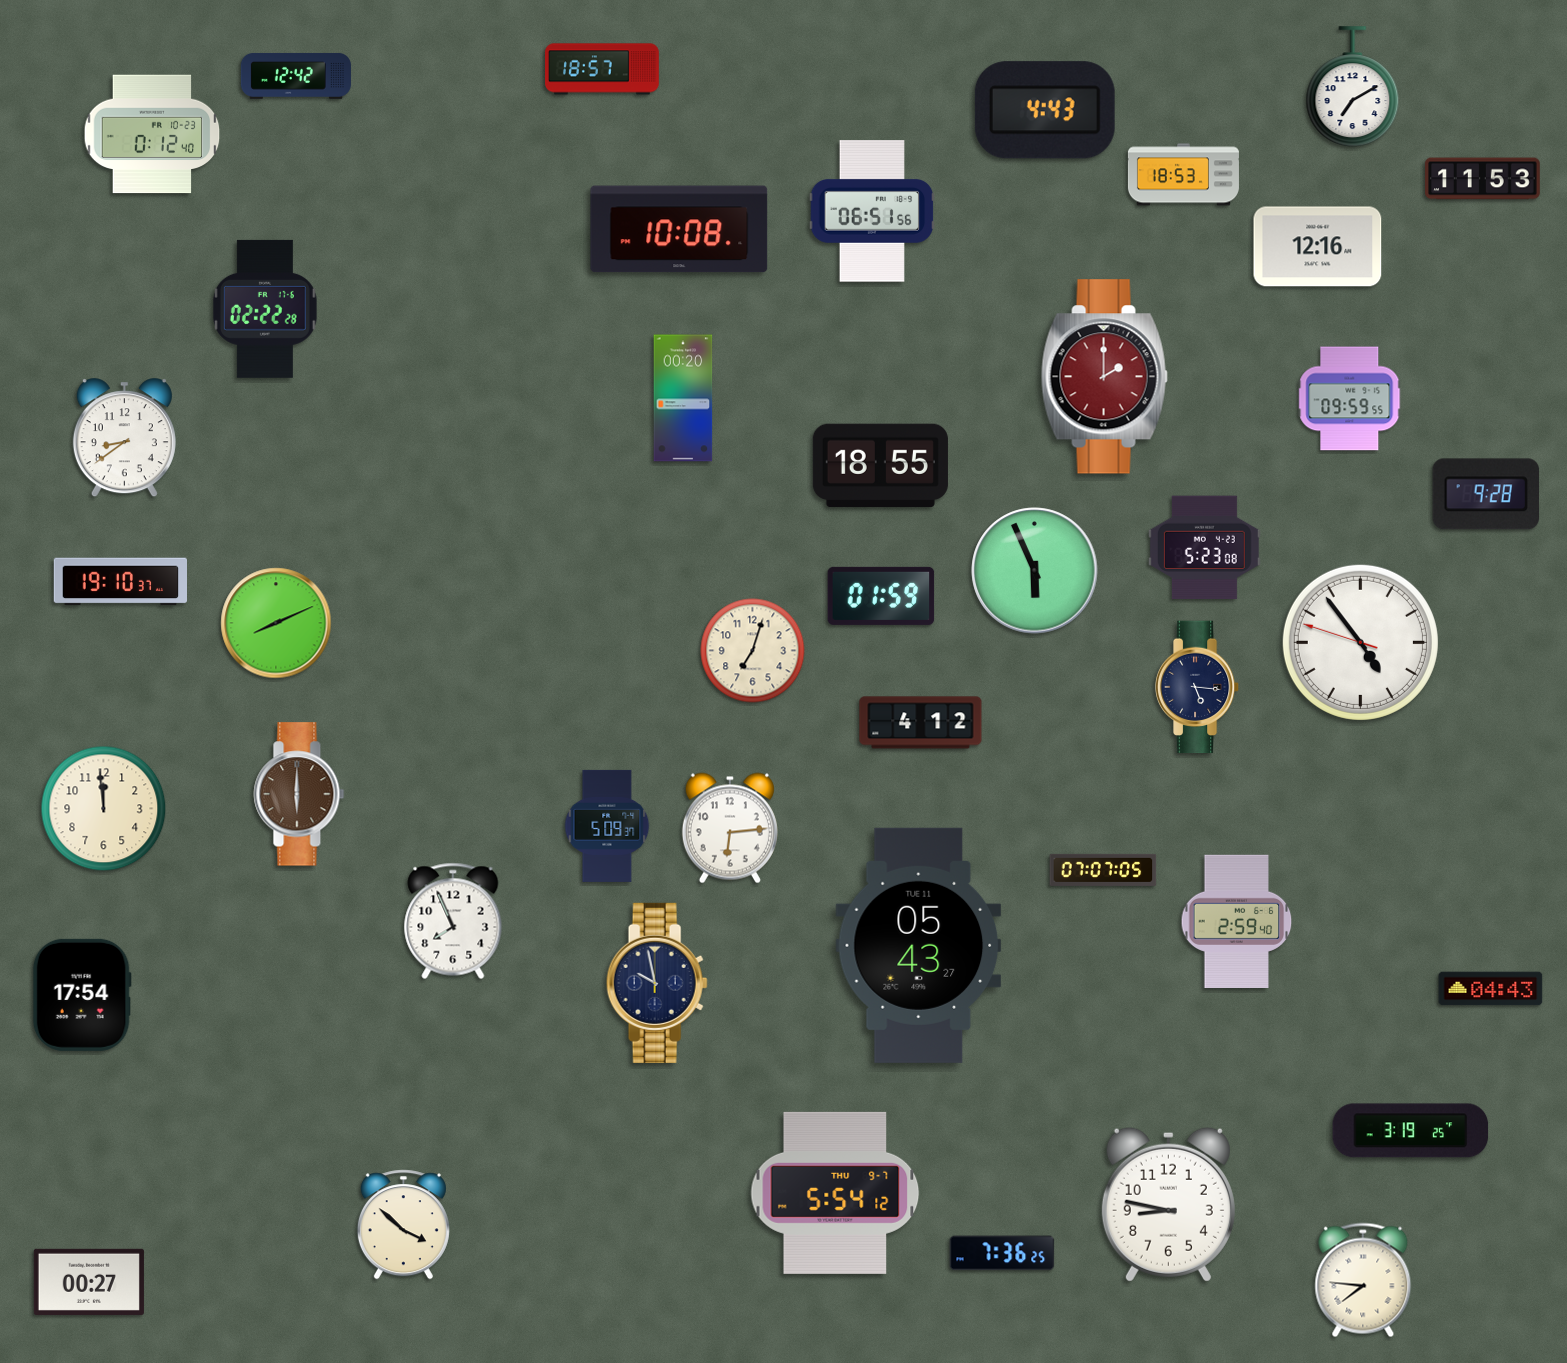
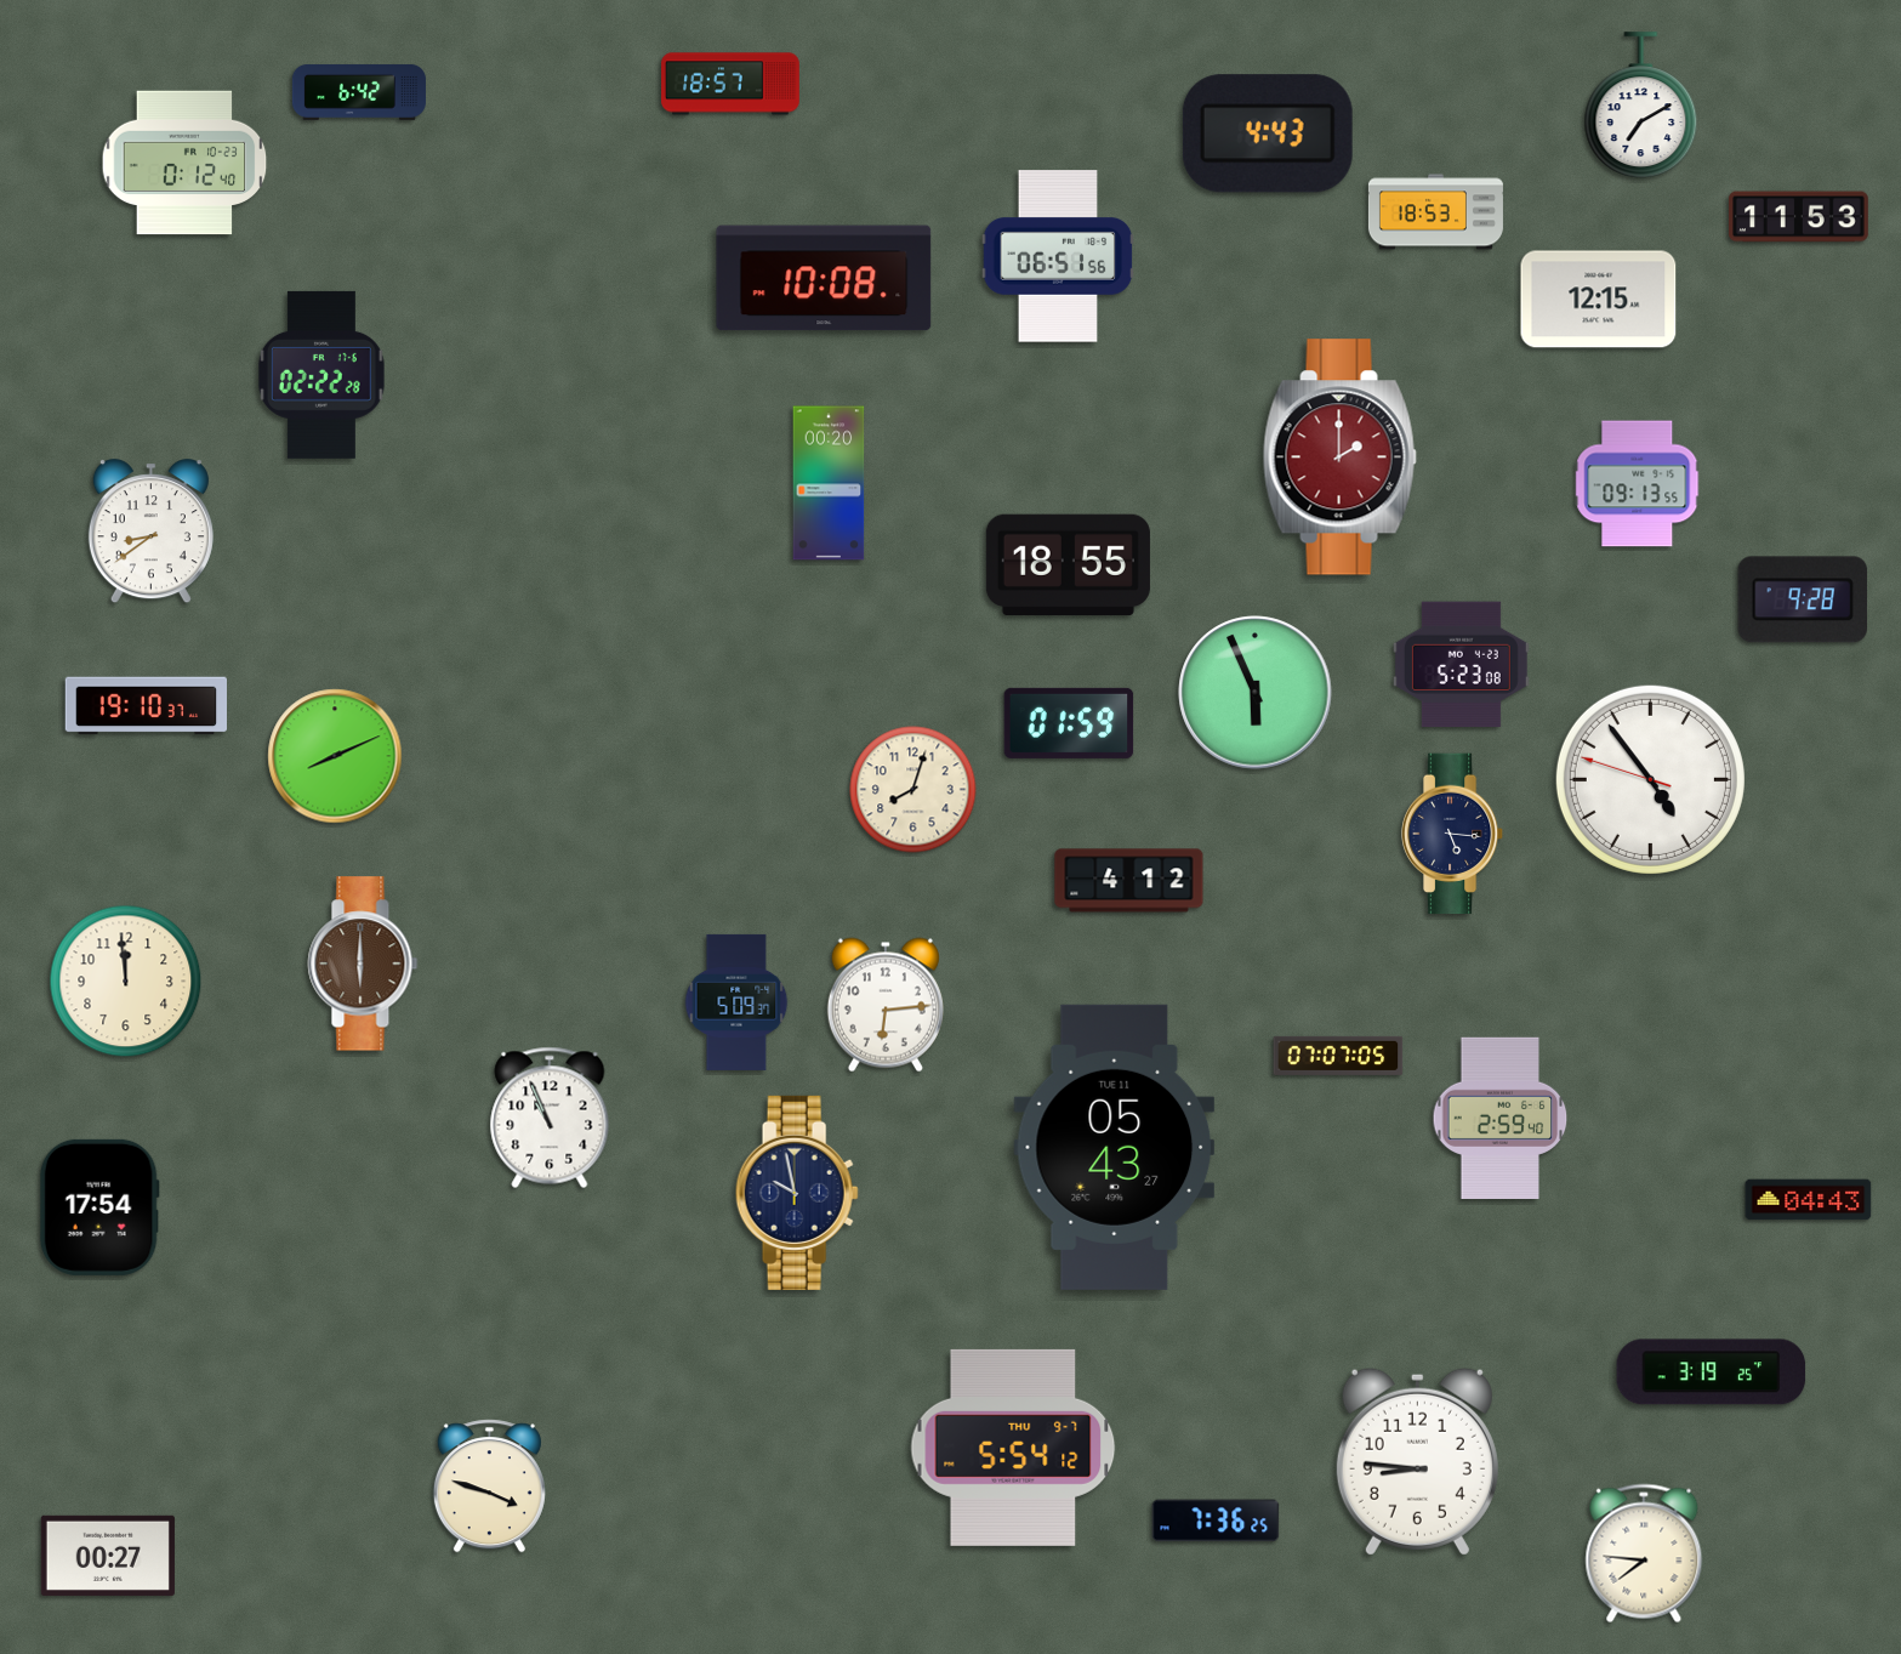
clock at (296, 76): 12:42 -> 6:42
clock at (1318, 247): 12:16 -> 12:15
clock at (1350, 399): 09:59 -> 09:13
clock at (753, 651): 7:03 -> 8:03
clock at (921, 723) position: (921, 723) -> (1129, 881)
clock at (453, 921): 7:56 -> 10:56
clock at (1168, 1204): 8:47 -> 8:46
clock at (403, 1225): 3:52 -> 3:48
clock at (1363, 1280) position: (1363, 1280) -> (1644, 1553)
